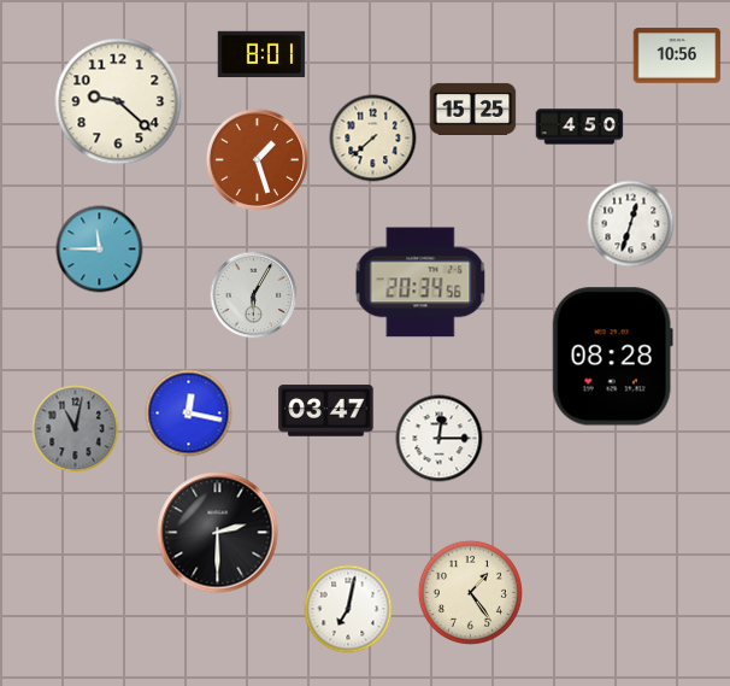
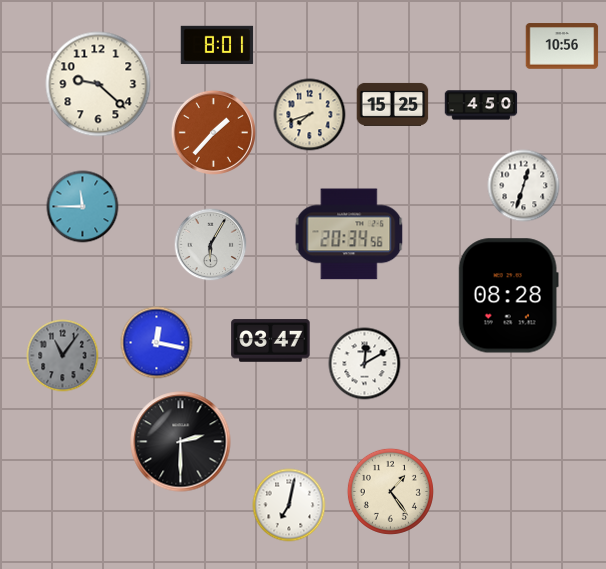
clock at (473, 109) position: (473, 109) -> (393, 104)
clock at (373, 139): 7:38 -> 7:42
clock at (257, 159): 1:27 -> 1:37
clock at (76, 429): 11:02 -> 11:06
clock at (440, 439): 12:15 -> 12:10
